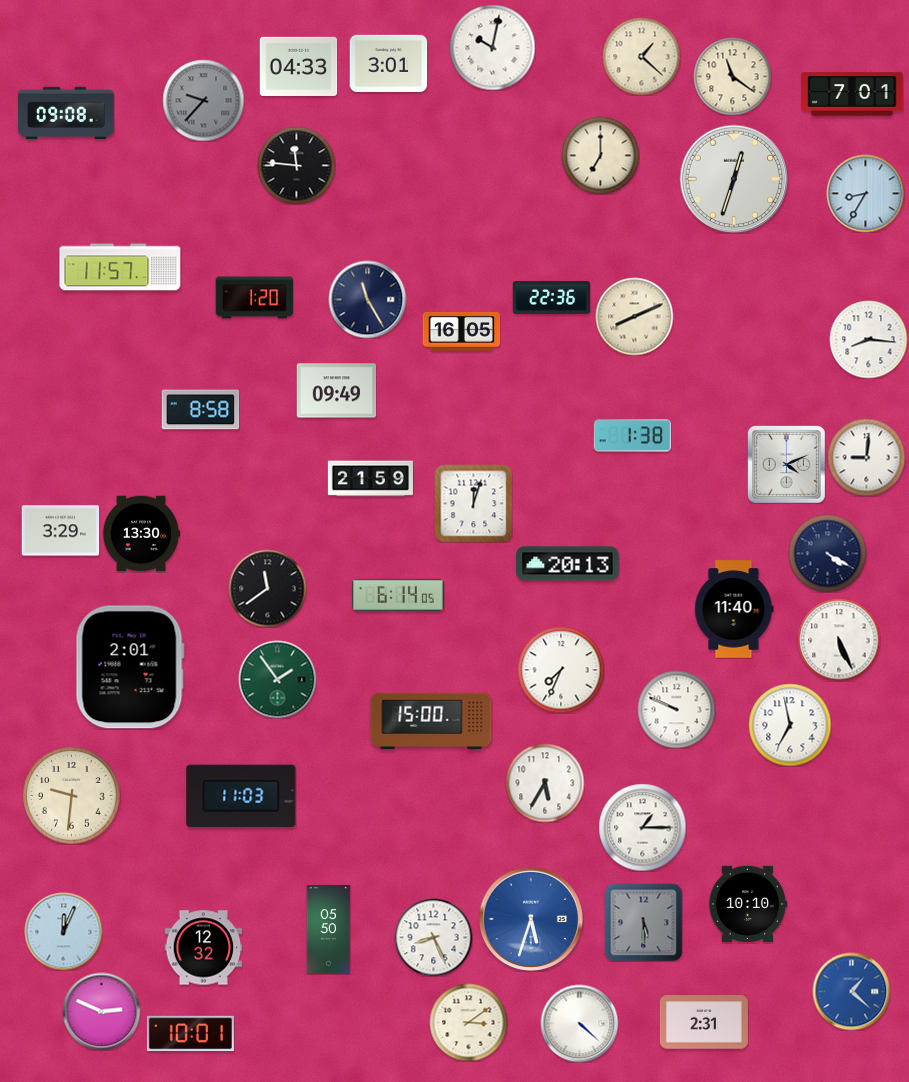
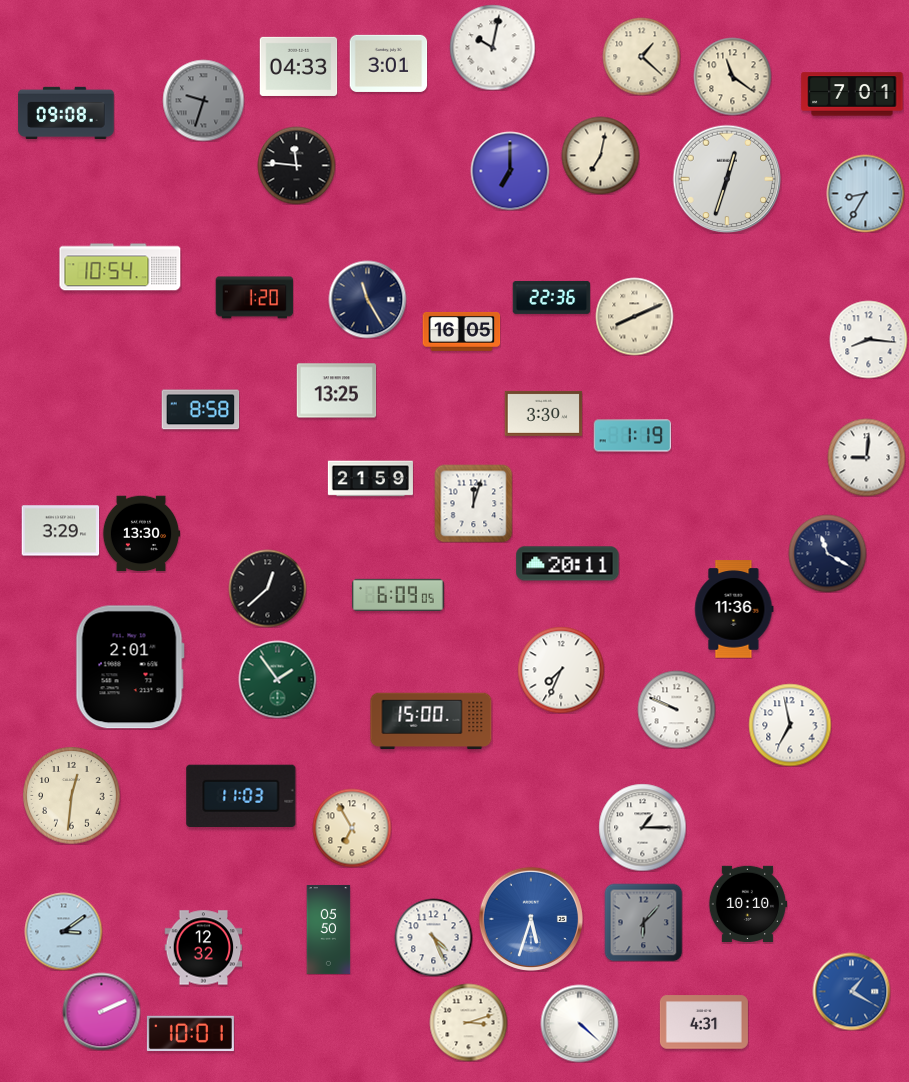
clock at (203, 100): 9:37 -> 9:33
clock at (600, 155): 7:00 -> 7:02
clock at (510, 171): none -> 7:00
clock at (734, 179) position: (734, 179) -> (727, 179)
clock at (120, 267): 11:57 -> 10:54
clock at (336, 391): 09:49 -> 13:25
clock at (543, 413): none -> 3:30
clock at (632, 436): 1:38 -> 1:19
clock at (787, 465): 4:11 -> none
clock at (827, 553): 4:20 -> 11:20
clock at (568, 564): 20:13 -> 20:11
clock at (267, 588): 11:39 -> 12:38
clock at (399, 594): 6:14 -> 6:09
clock at (734, 609): 11:40 -> 11:36
clock at (839, 640): 5:26 -> none
clock at (545, 783): 5:35 -> none
clock at (72, 796): 9:31 -> 12:31
clock at (352, 828): none -> 6:55
clock at (643, 922): 5:30 -> 6:07
clock at (63, 931): 12:04 -> 3:09
clock at (433, 937): 8:26 -> 4:26
clock at (851, 991): 1:22 -> 1:20
clock at (101, 1011): 2:49 -> 2:11
clock at (468, 1022): 3:09 -> 3:12
clock at (704, 1022): 2:31 -> 4:31
